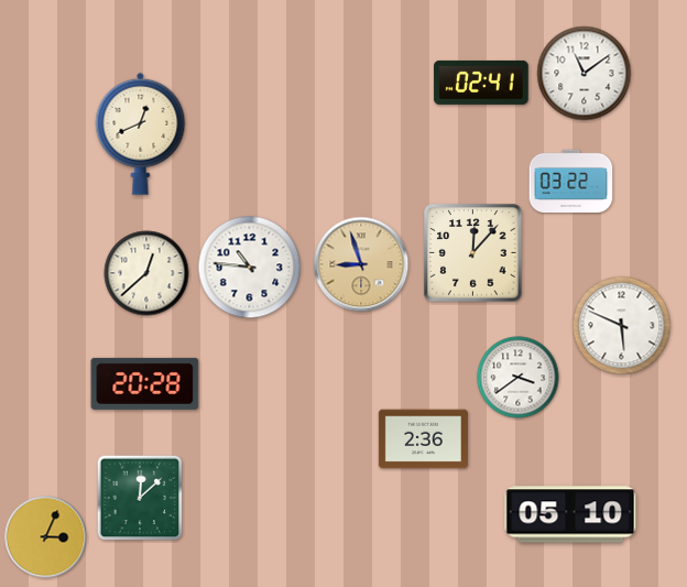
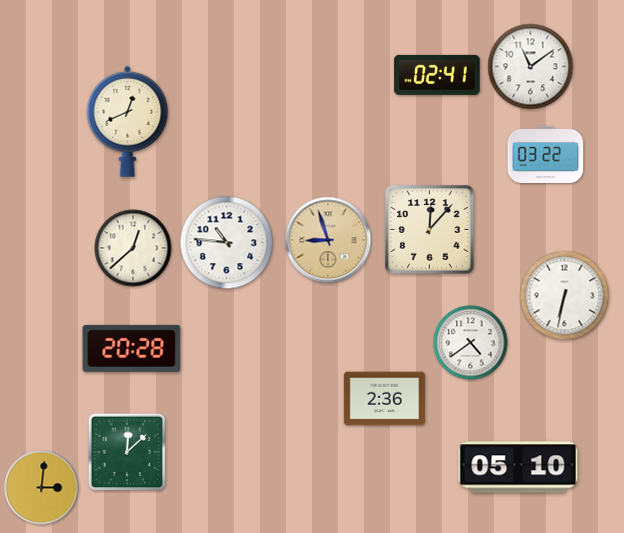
clock at (571, 181) position: (571, 181) -> (546, 154)
clock at (622, 326): 5:49 -> 6:32
clock at (519, 378): 3:39 -> 4:39
clock at (46, 537): 3:04 -> 3:01
